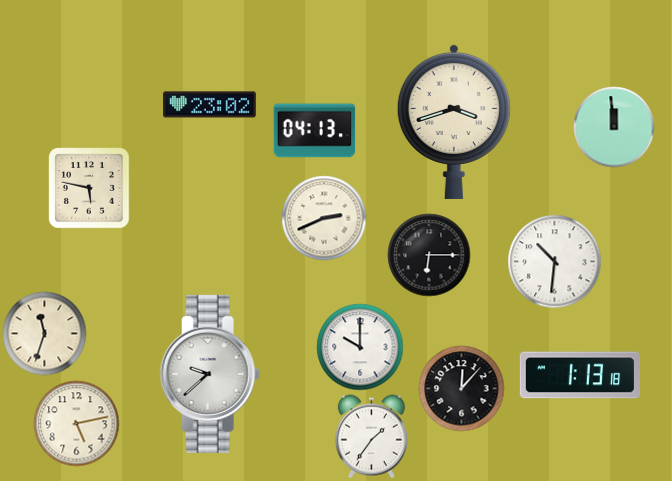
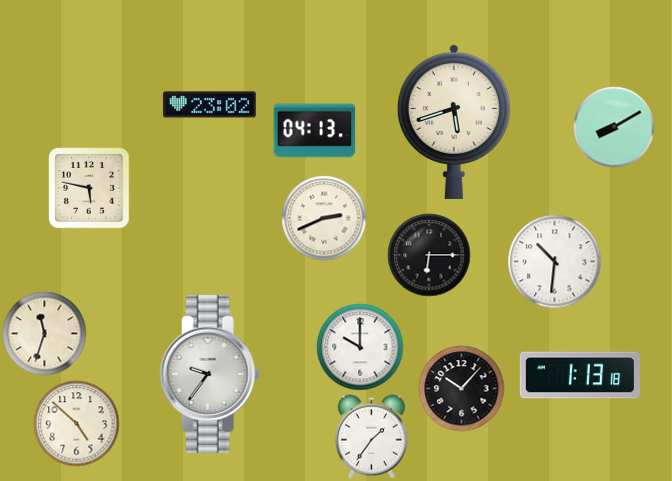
clock at (454, 121): 3:42 -> 5:42
clock at (614, 127): 11:59 -> 8:10
clock at (210, 374): 9:38 -> 9:36
clock at (462, 389): 12:07 -> 10:07
clock at (77, 424): 5:13 -> 4:52
